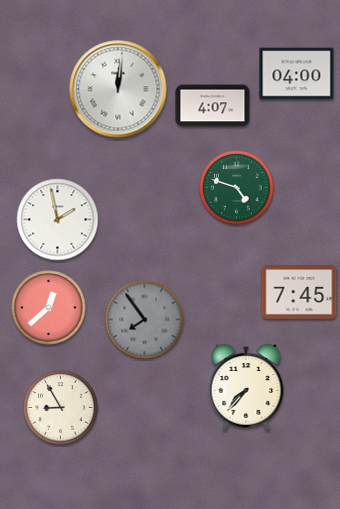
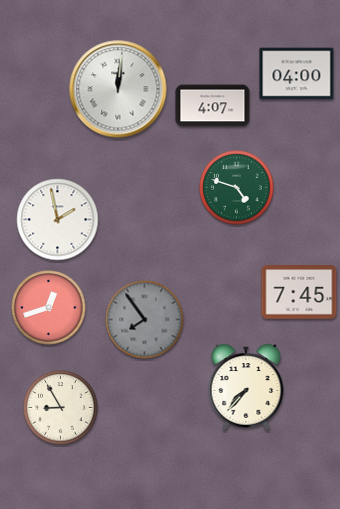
clock at (49, 308): 12:38 -> 12:42
